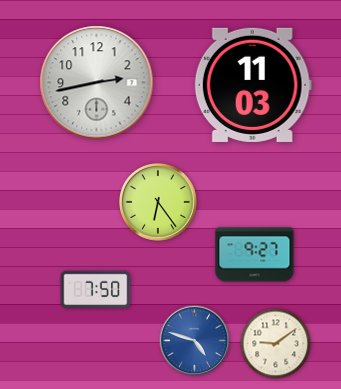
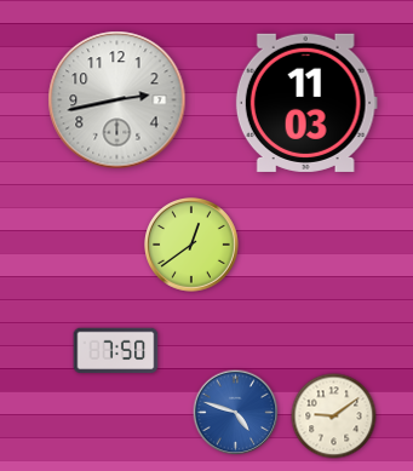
clock at (159, 203): 6:24 -> 12:39
clock at (255, 255): 9:27 -> none
